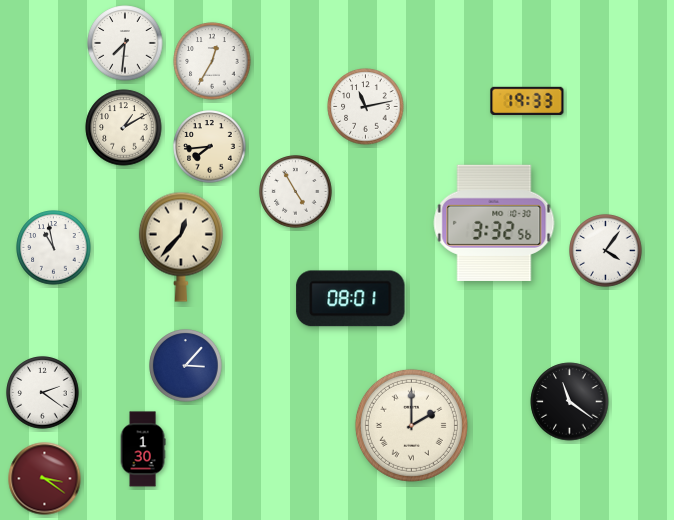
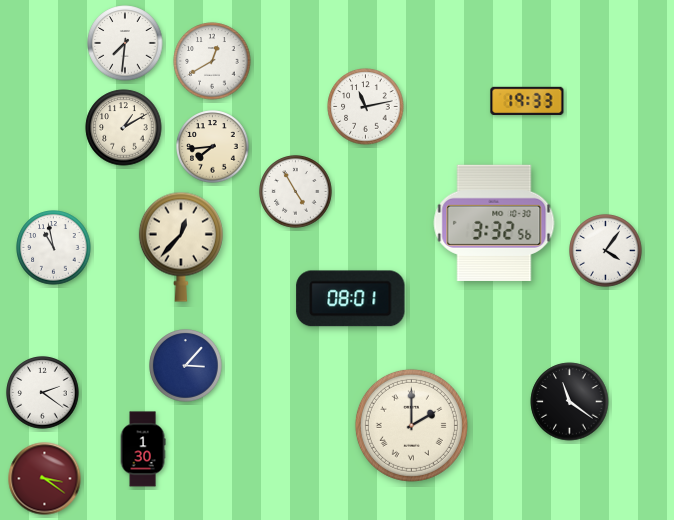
clock at (212, 61): 12:35 -> 12:40
clock at (210, 147) position: (210, 147) -> (213, 147)
